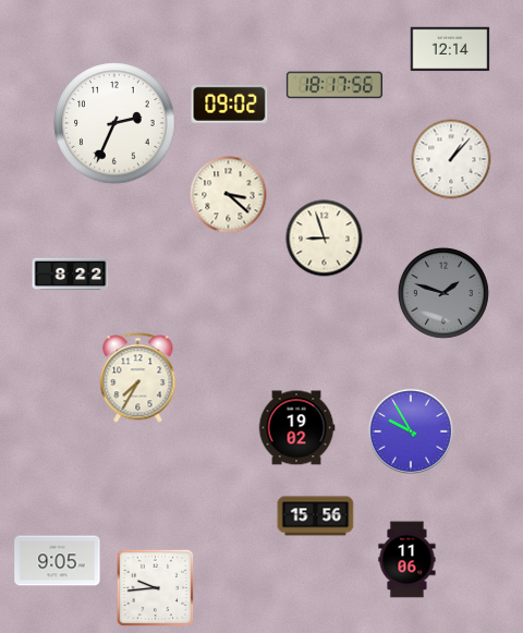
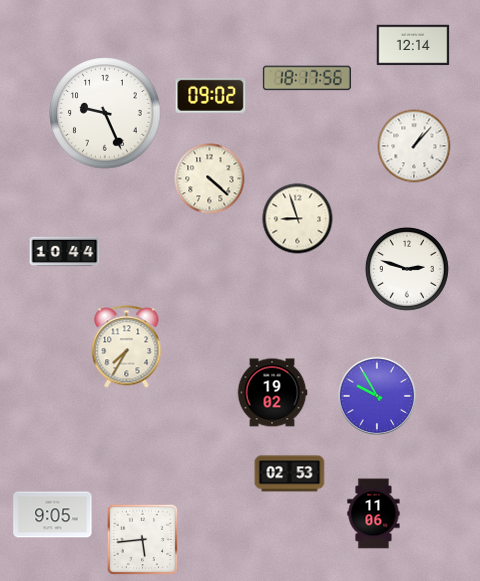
clock at (114, 123): 2:34 -> 9:26
clock at (229, 195): 3:22 -> 4:22
clock at (71, 275): 8:22 -> 10:44
clock at (443, 293): 1:48 -> 2:48
clock at (443, 293) dial: grey -> white
clock at (316, 516): 15:56 -> 02:53
clock at (156, 588): 9:44 -> 5:44
